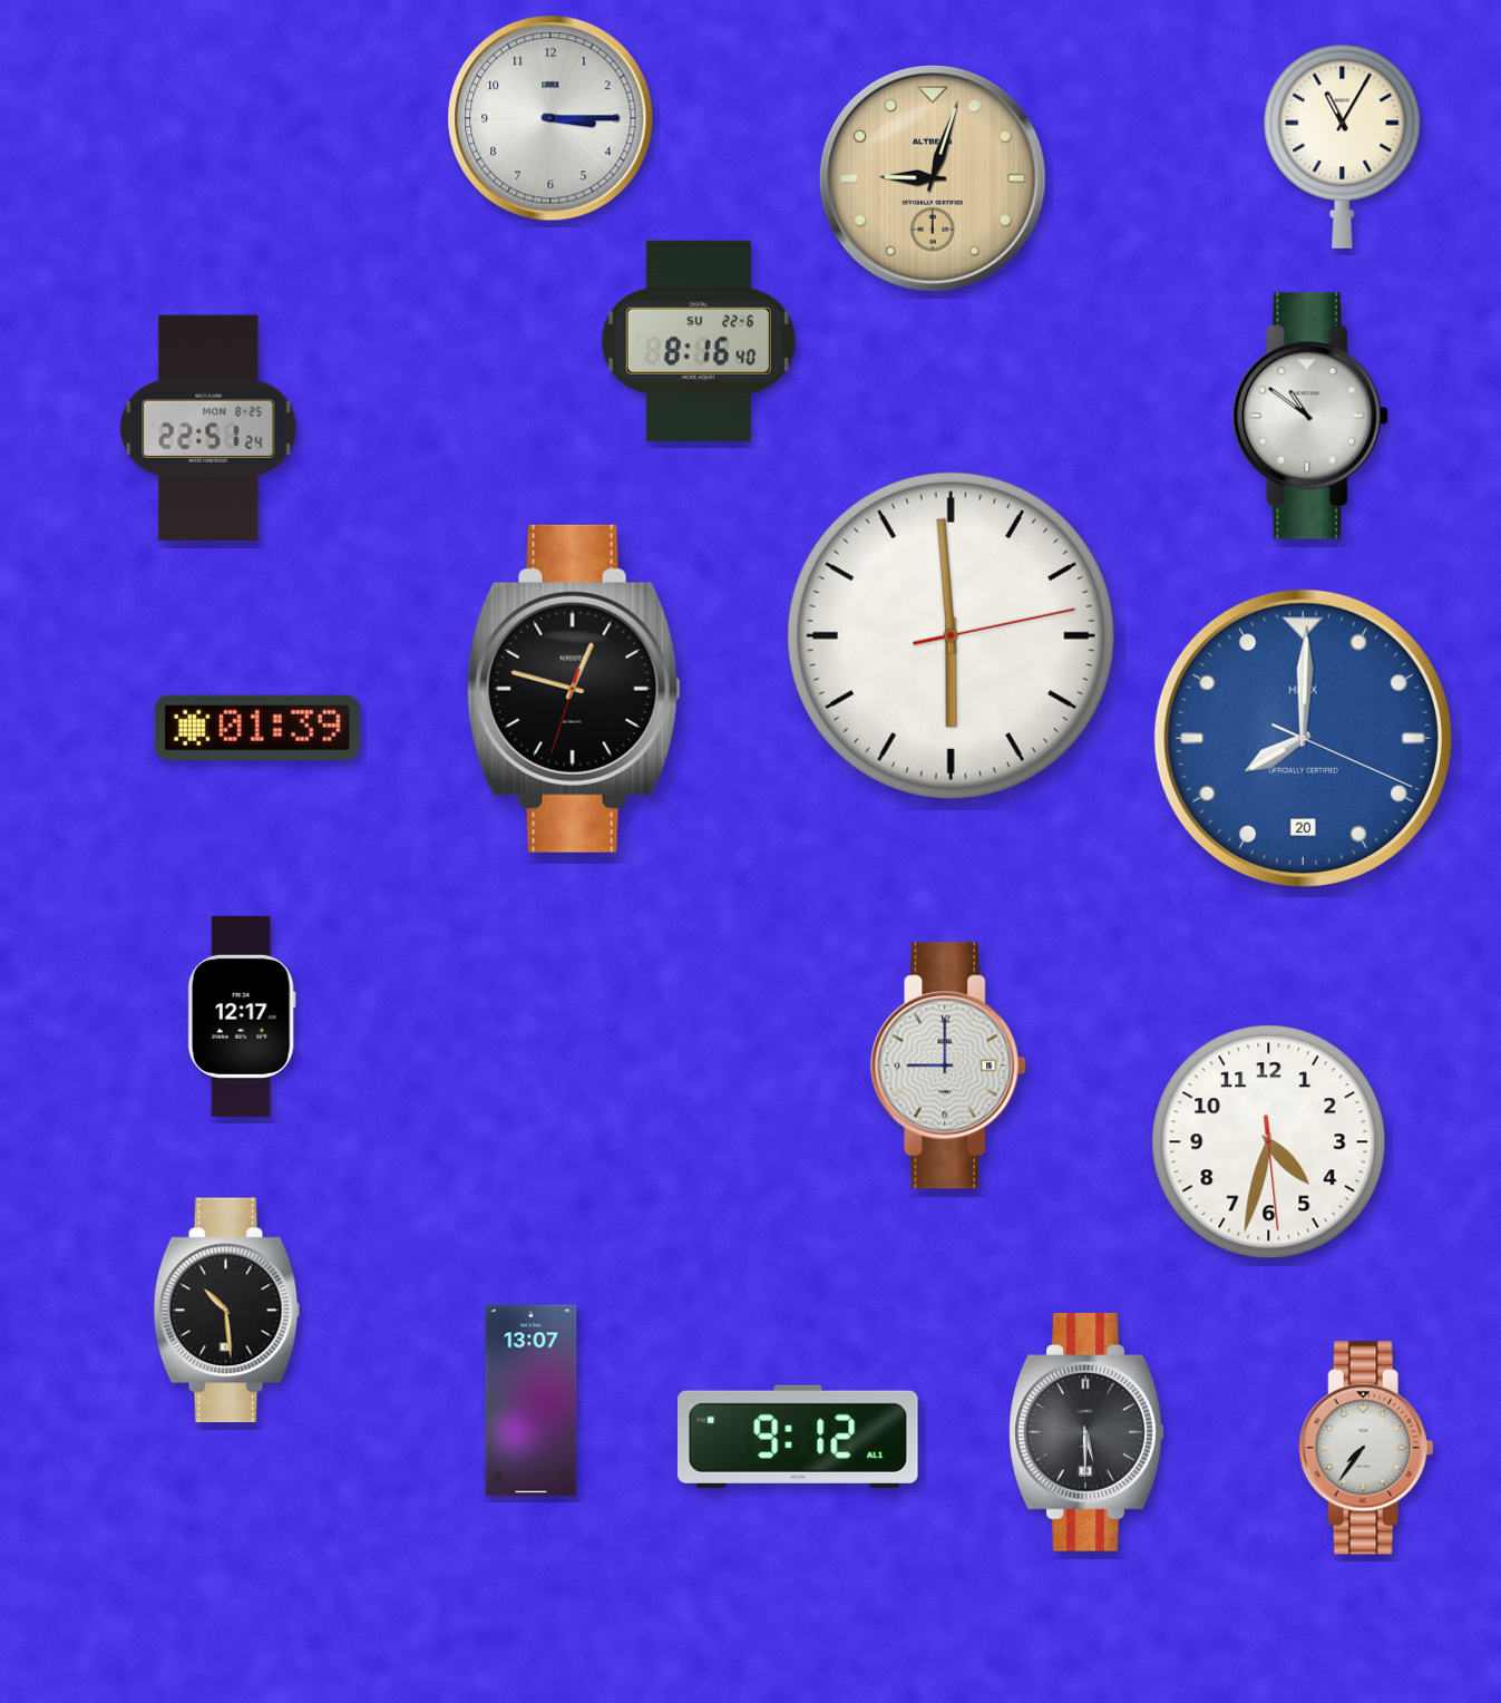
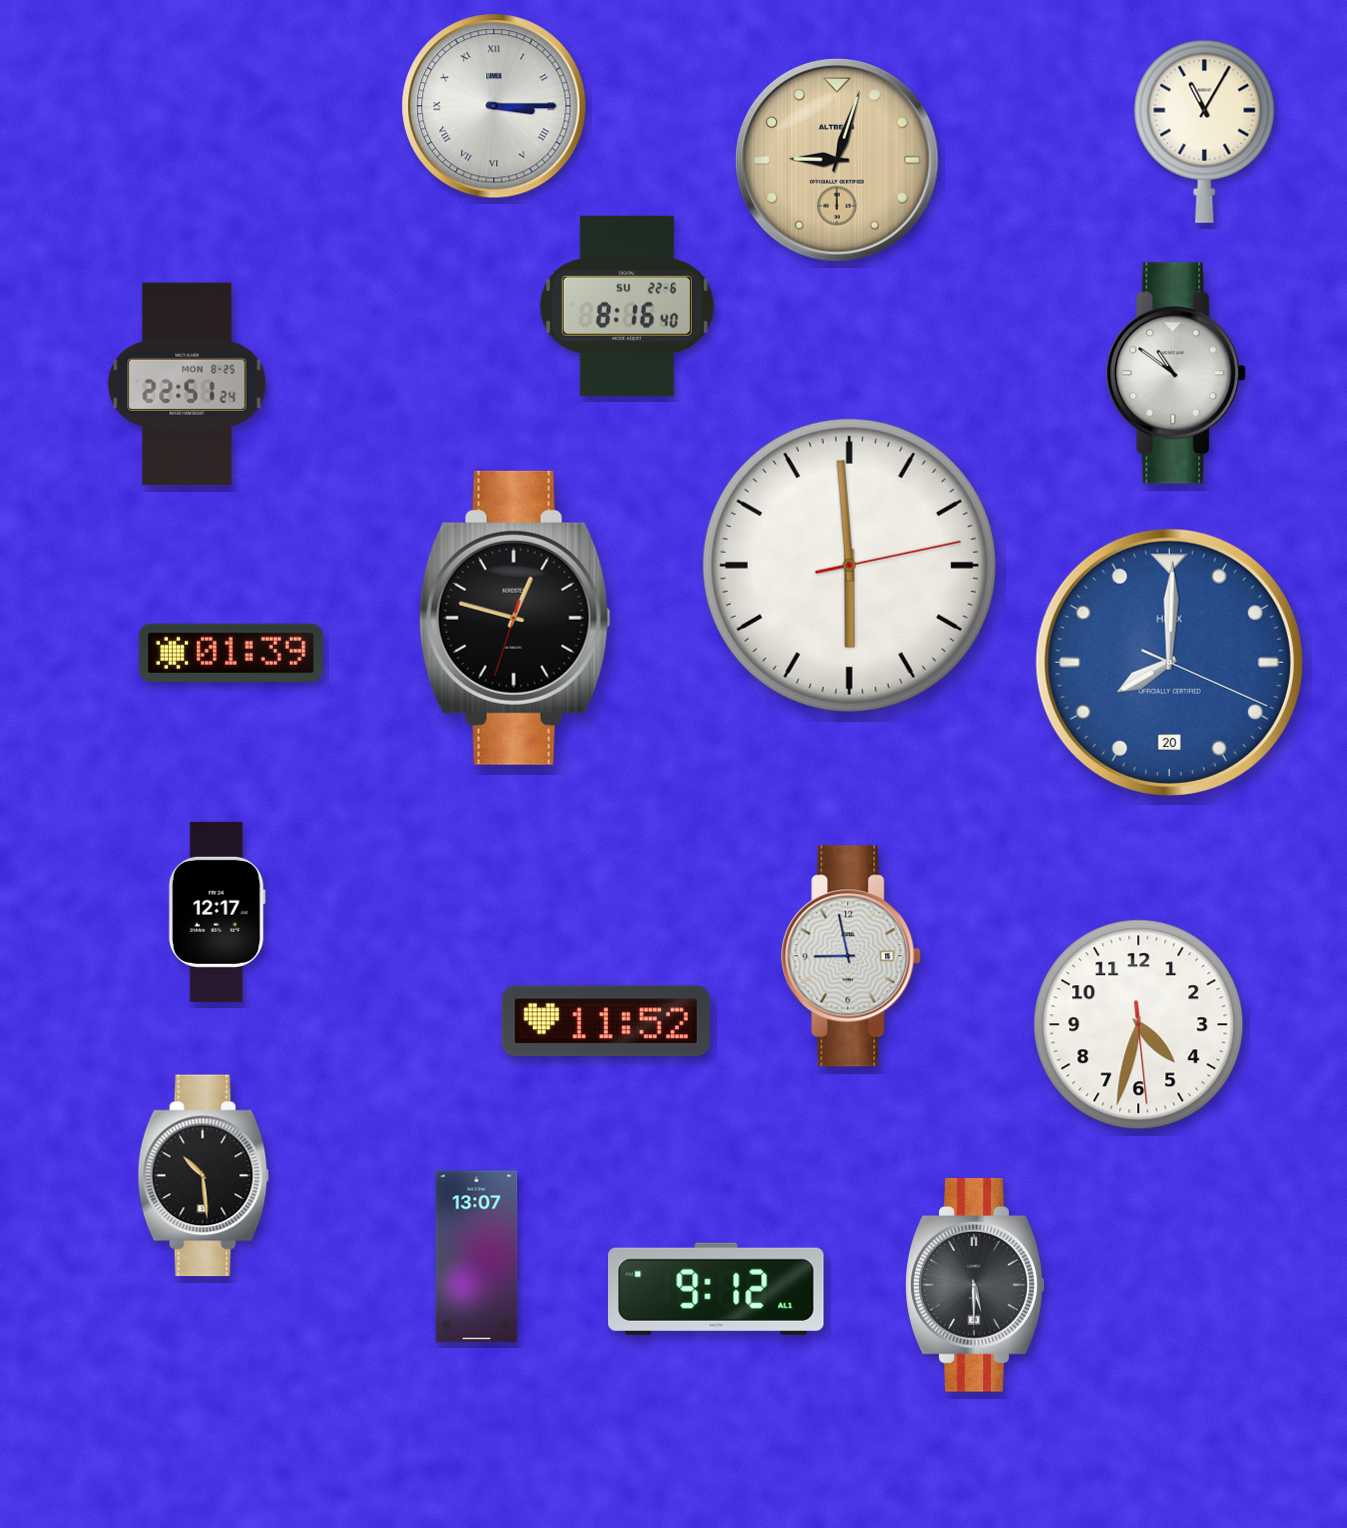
clock at (550, 118) numerals: Arabic -> Roman
clock at (951, 635) position: (951, 635) -> (849, 565)
clock at (949, 1065): 9:00 -> 8:58
clock at (606, 1021): none -> 11:52
clock at (1366, 1448): 7:36 -> none
